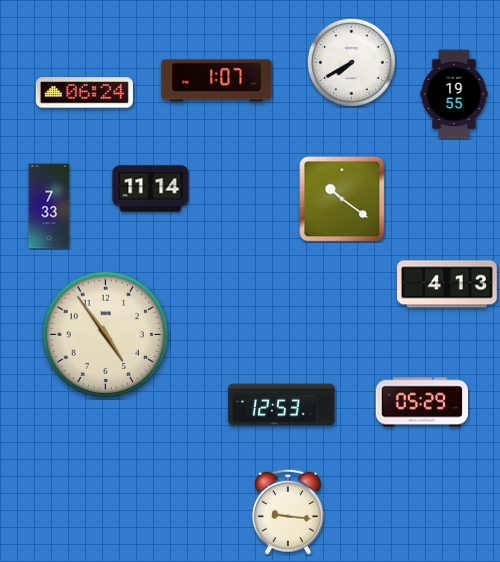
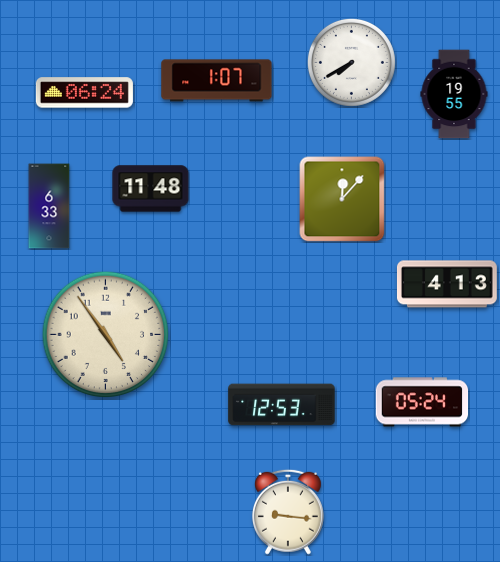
clock at (151, 189): 11:14 -> 11:48
clock at (342, 199): 10:21 -> 12:07
clock at (49, 206): 7:33 -> 6:33
clock at (422, 402): 05:29 -> 05:24
